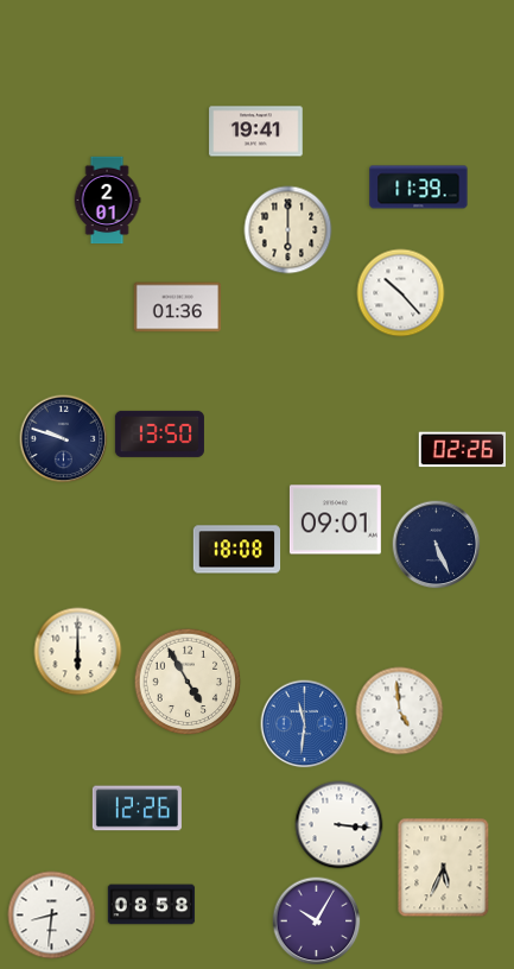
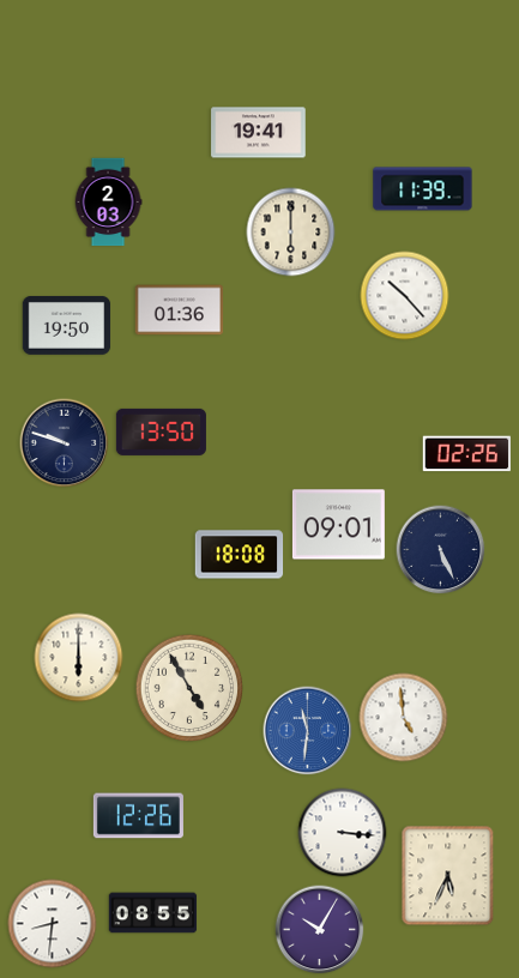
clock at (107, 201): 2:01 -> 2:03
clock at (67, 325): none -> 19:50
clock at (159, 433) position: (159, 433) -> (161, 431)
clock at (152, 905): 08:58 -> 08:55
